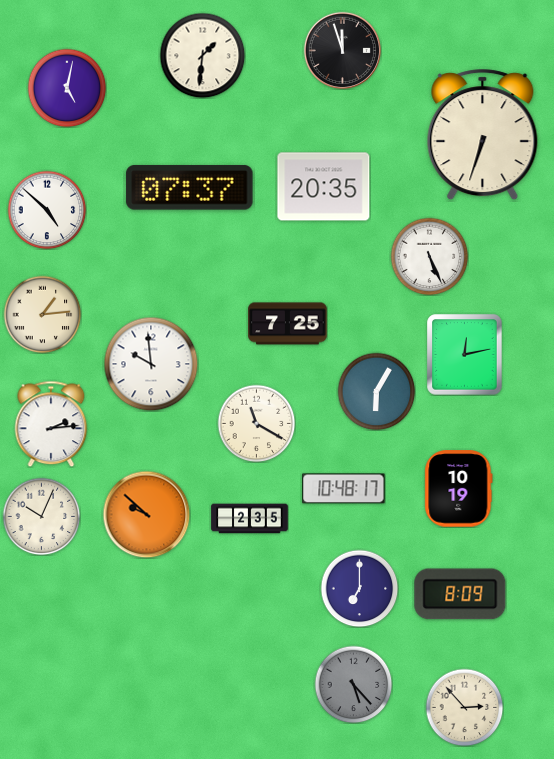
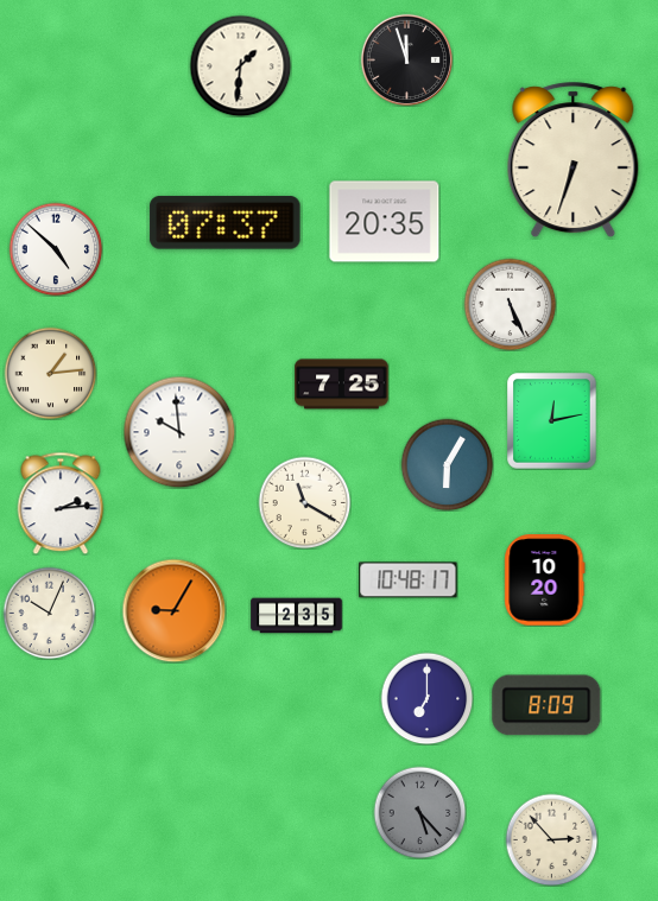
clock at (67, 88): 5:02 -> none
clock at (459, 489): 10:19 -> 10:20
clock at (146, 514): 9:52 -> 9:05
